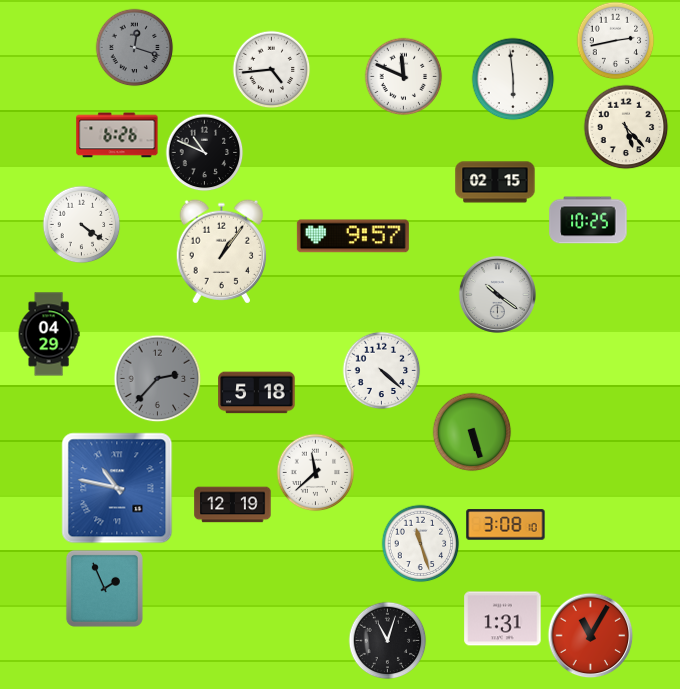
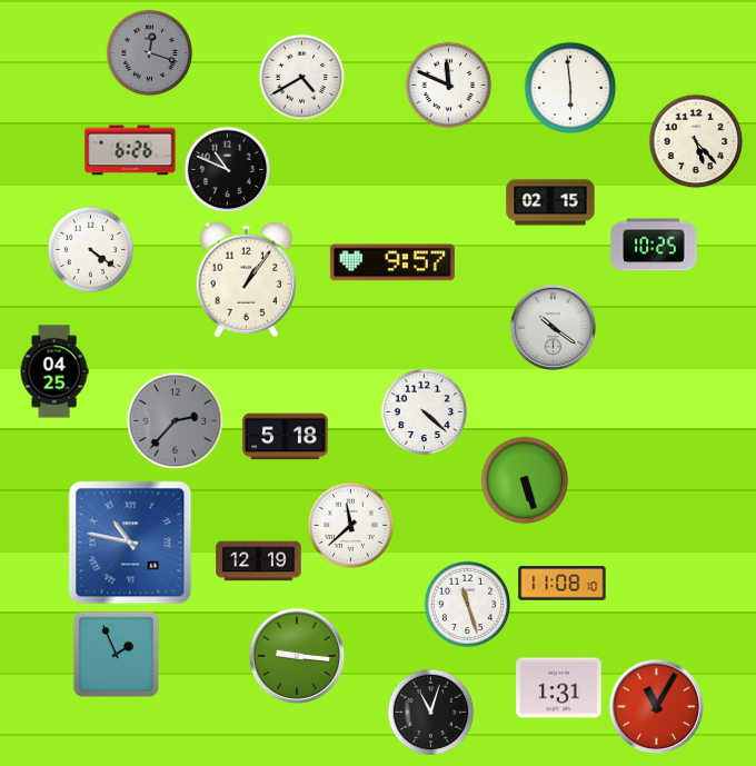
clock at (615, 40): 2:43 -> none
clock at (271, 69): 4:44 -> 4:40
clock at (49, 334): 04:29 -> 04:25
clock at (506, 525): 3:08 -> 11:08
clock at (297, 656): none -> 9:16
